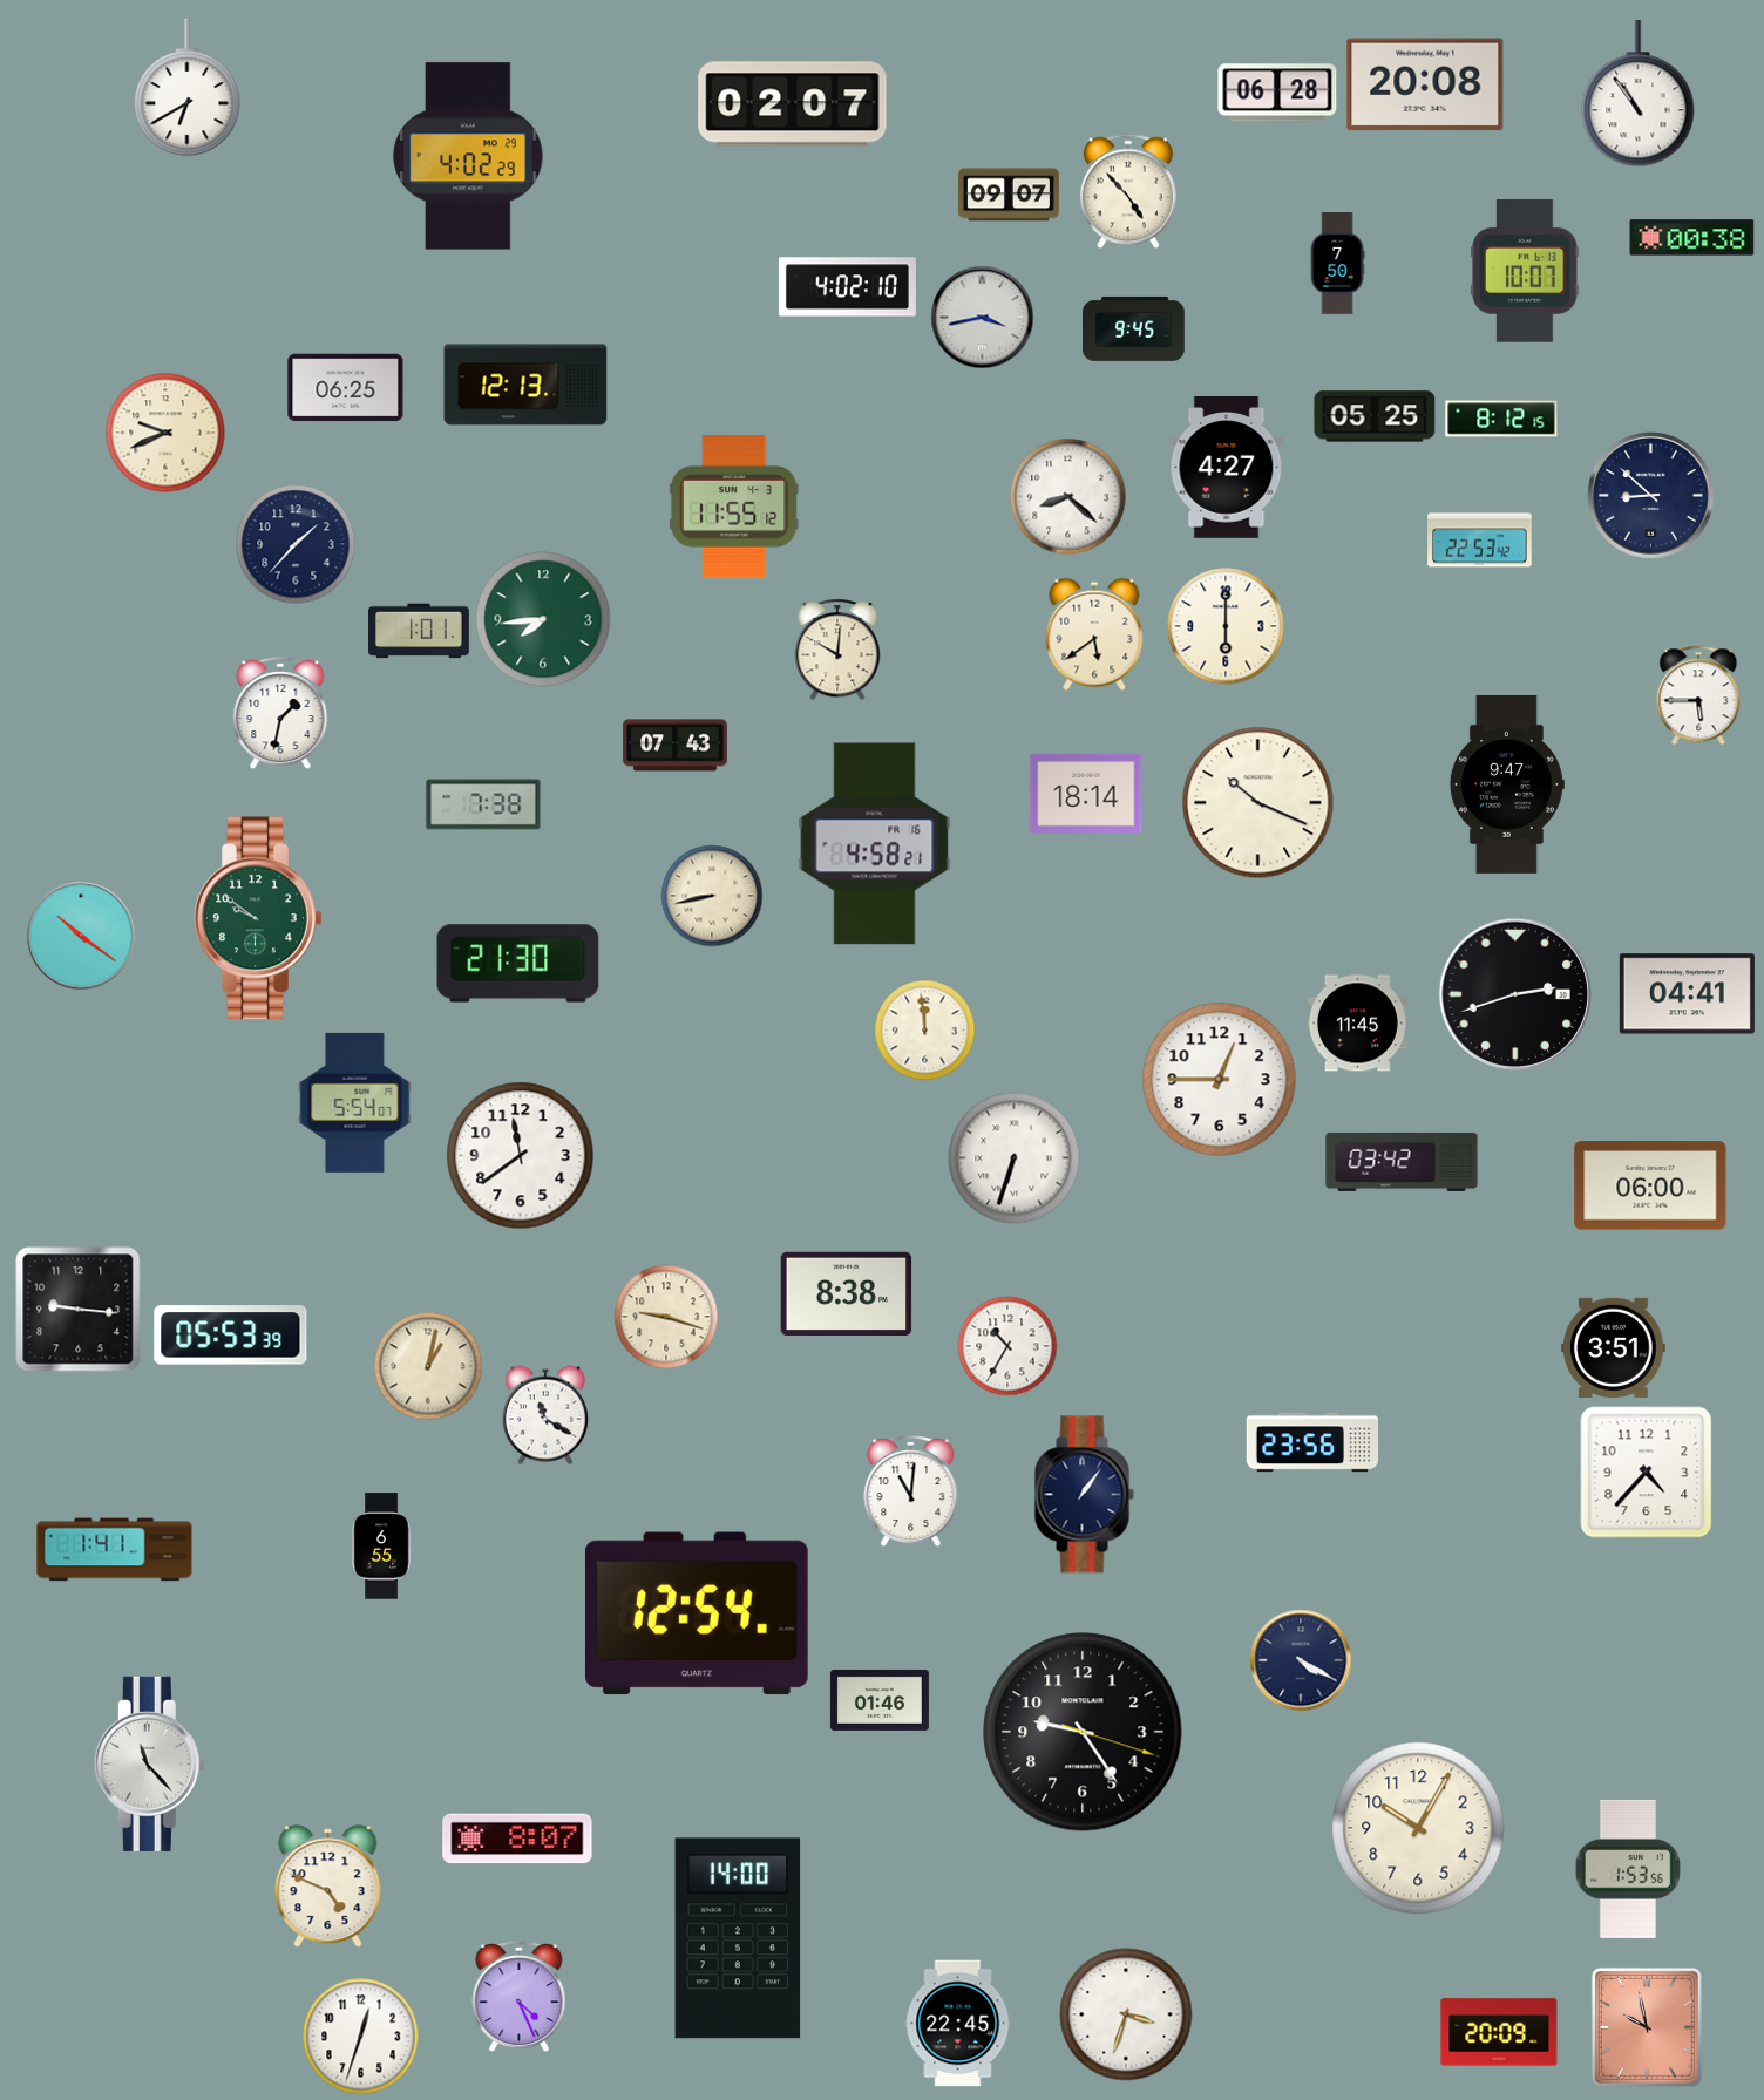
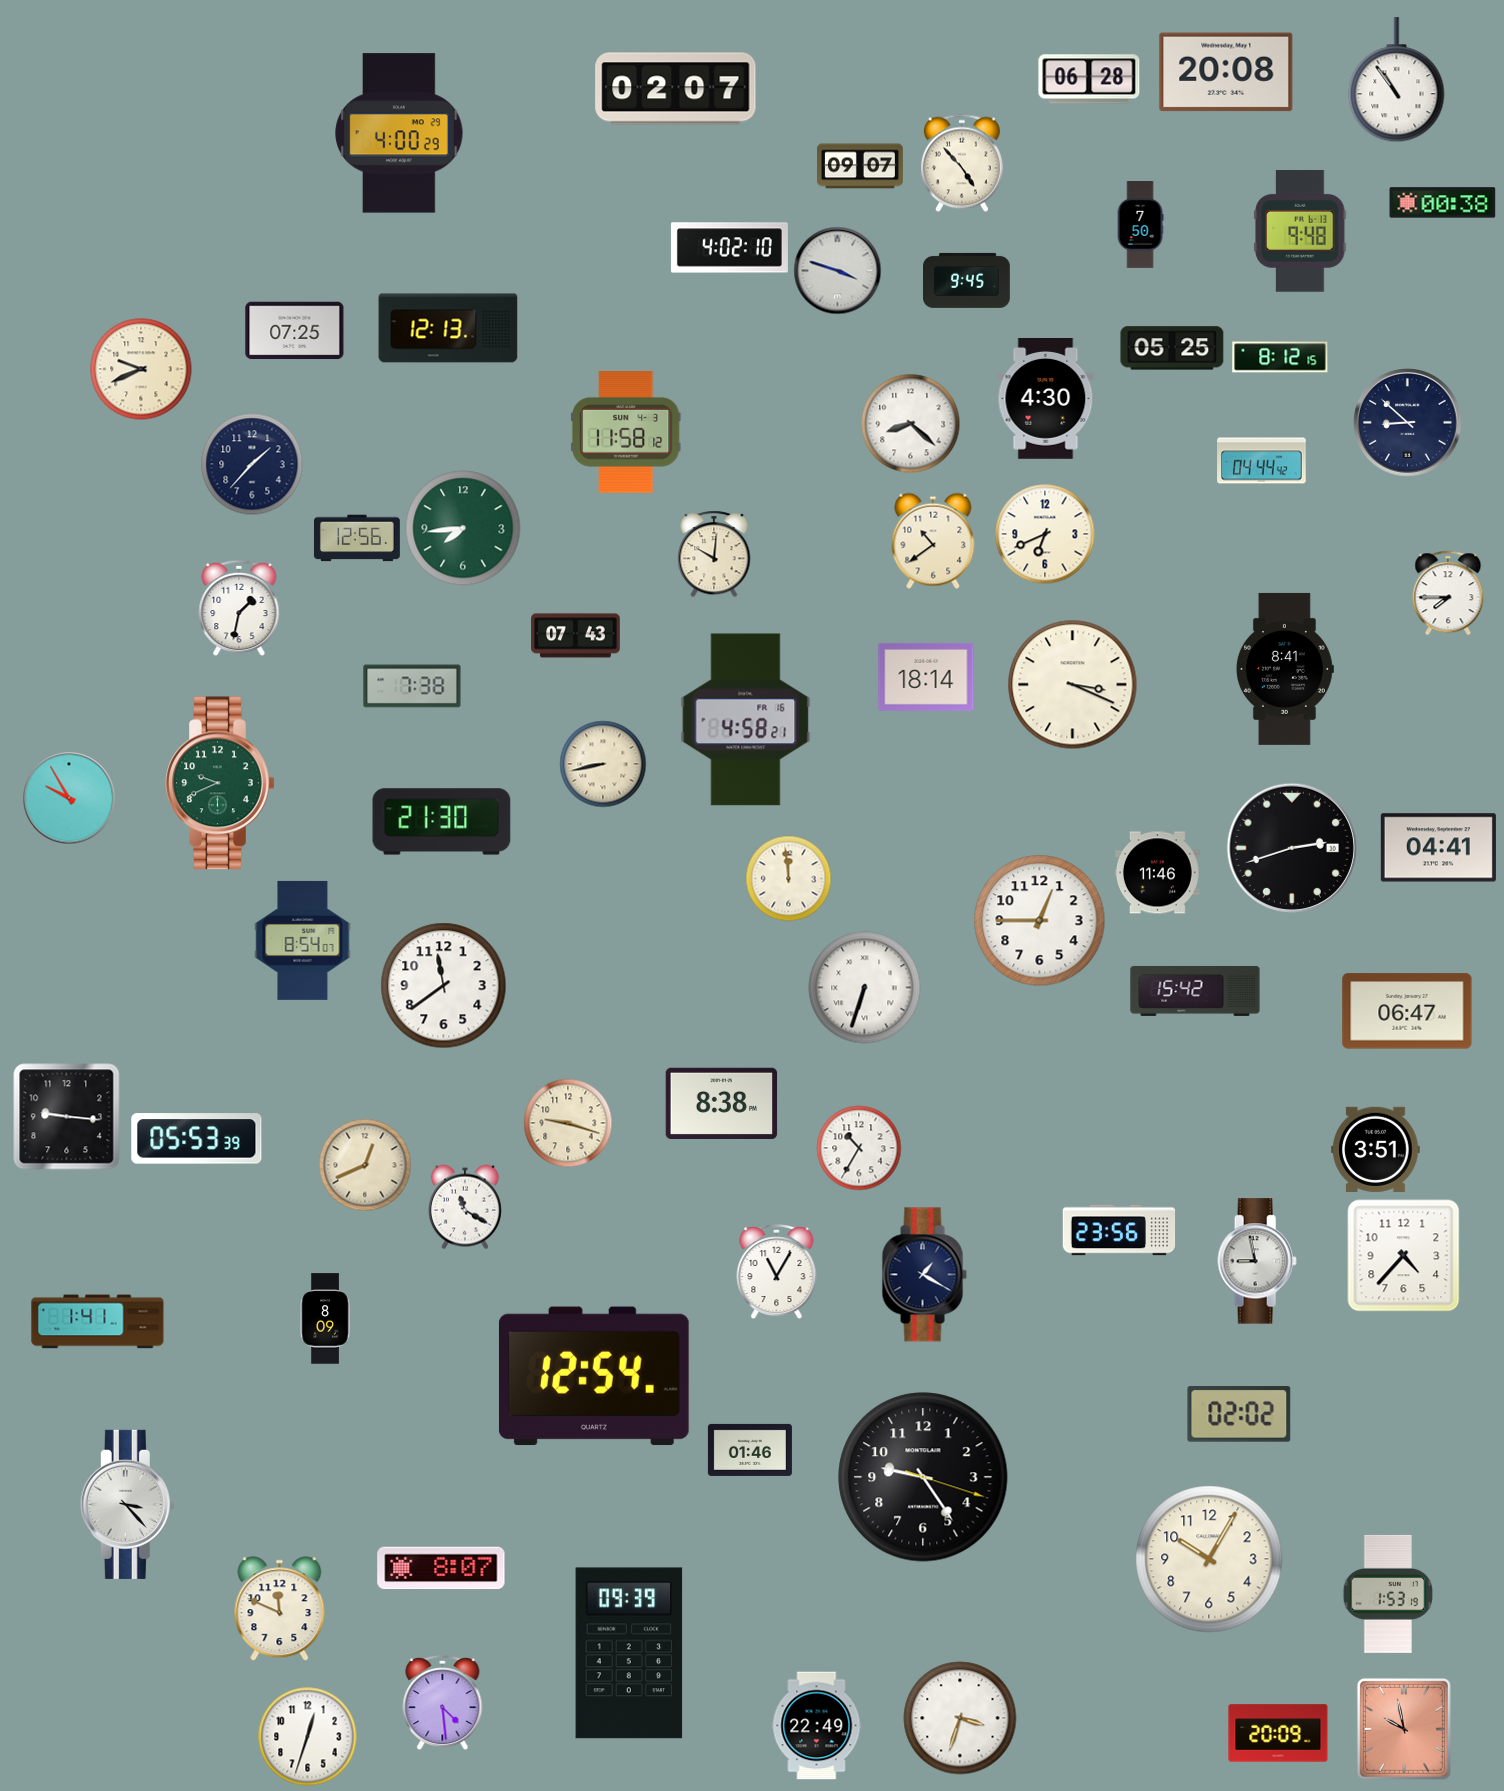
clock at (1425, 84) position: (1425, 84) -> (1226, 72)
clock at (188, 88): 6:40 -> none
clock at (468, 156): 4:02 -> 4:00
clock at (1525, 272): 10:07 -> 9:48
clock at (847, 287) position: (847, 287) -> (729, 248)
clock at (983, 318): 3:43 -> 3:48
clock at (346, 388): 06:25 -> 07:25
clock at (1375, 416) position: (1375, 416) -> (1172, 348)
clock at (1227, 468): 4:27 -> 4:30
clock at (734, 508): 11:55 -> 11:58
clock at (1480, 541): 22:53 -> 04:44
clock at (1226, 626): 6:00 -> 6:41
clock at (419, 631): 1:01 -> 12:56
clock at (1094, 634): 5:39 -> 10:39
clock at (1698, 695): 5:45 -> 7:45
clock at (1507, 784): 9:47 -> 8:41
clock at (1258, 803): 10:19 -> 3:19
clock at (712, 896) position: (712, 896) -> (603, 764)
clock at (258, 918): 9:51 -> 9:41
clock at (81, 936): 10:21 -> 9:55
clock at (1357, 1024): 11:45 -> 11:46
clock at (355, 1102): 5:54 -> 8:54
clock at (1402, 1162): 03:42 -> 15:42
clock at (1650, 1185): 06:00 -> 06:47
clock at (428, 1366): 1:02 -> 12:41
clock at (1257, 1261): none -> 8:58
clock at (911, 1491): 11:01 -> 11:05
clock at (1084, 1495): 1:06 -> 1:20
clock at (381, 1547): 6:55 -> 8:09
clock at (1239, 1414): none -> 02:02
clock at (1301, 1660): 4:20 -> none
clock at (149, 1763): 11:23 -> 3:23
clock at (1627, 1869): 1:53:56 -> 1:53:19
clock at (328, 1887): 4:49 -> 11:49
clock at (738, 1938): 14:00 -> 09:39
clock at (520, 1997): 4:26 -> 4:29
clock at (958, 2024): 22:45 -> 22:49
